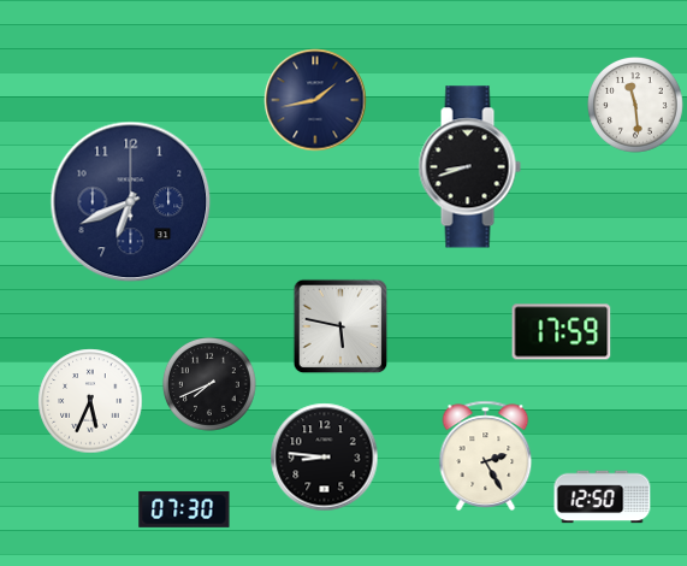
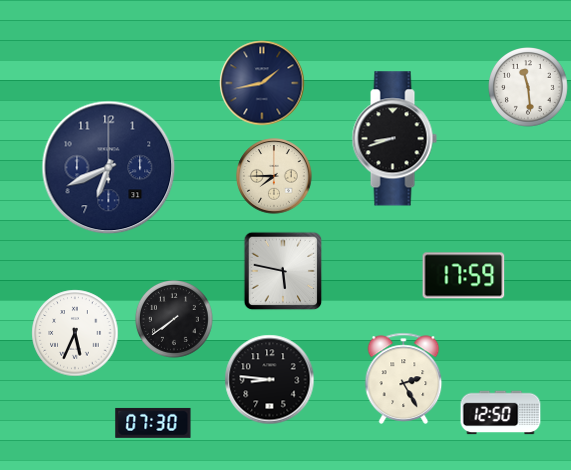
clock at (469, 167) position: (469, 167) -> (394, 139)
clock at (274, 176): none -> 7:45
clock at (562, 332) position: (562, 332) -> (464, 276)
clock at (209, 384): 7:41 -> 7:39
